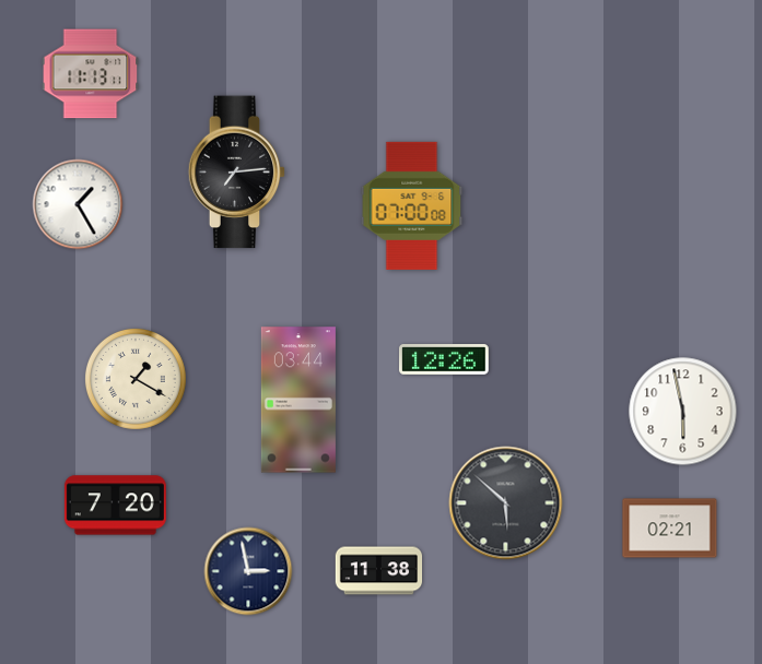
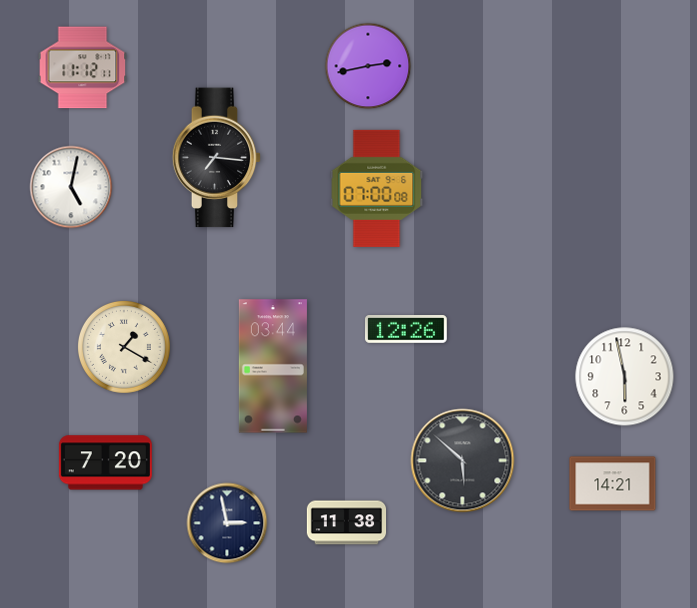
clock at (368, 66): none -> 2:43
clock at (91, 74): 11:13 -> 11:12
clock at (237, 173): 7:14 -> 7:16
clock at (78, 204): 1:25 -> 5:02
clock at (670, 529): 02:21 -> 14:21
